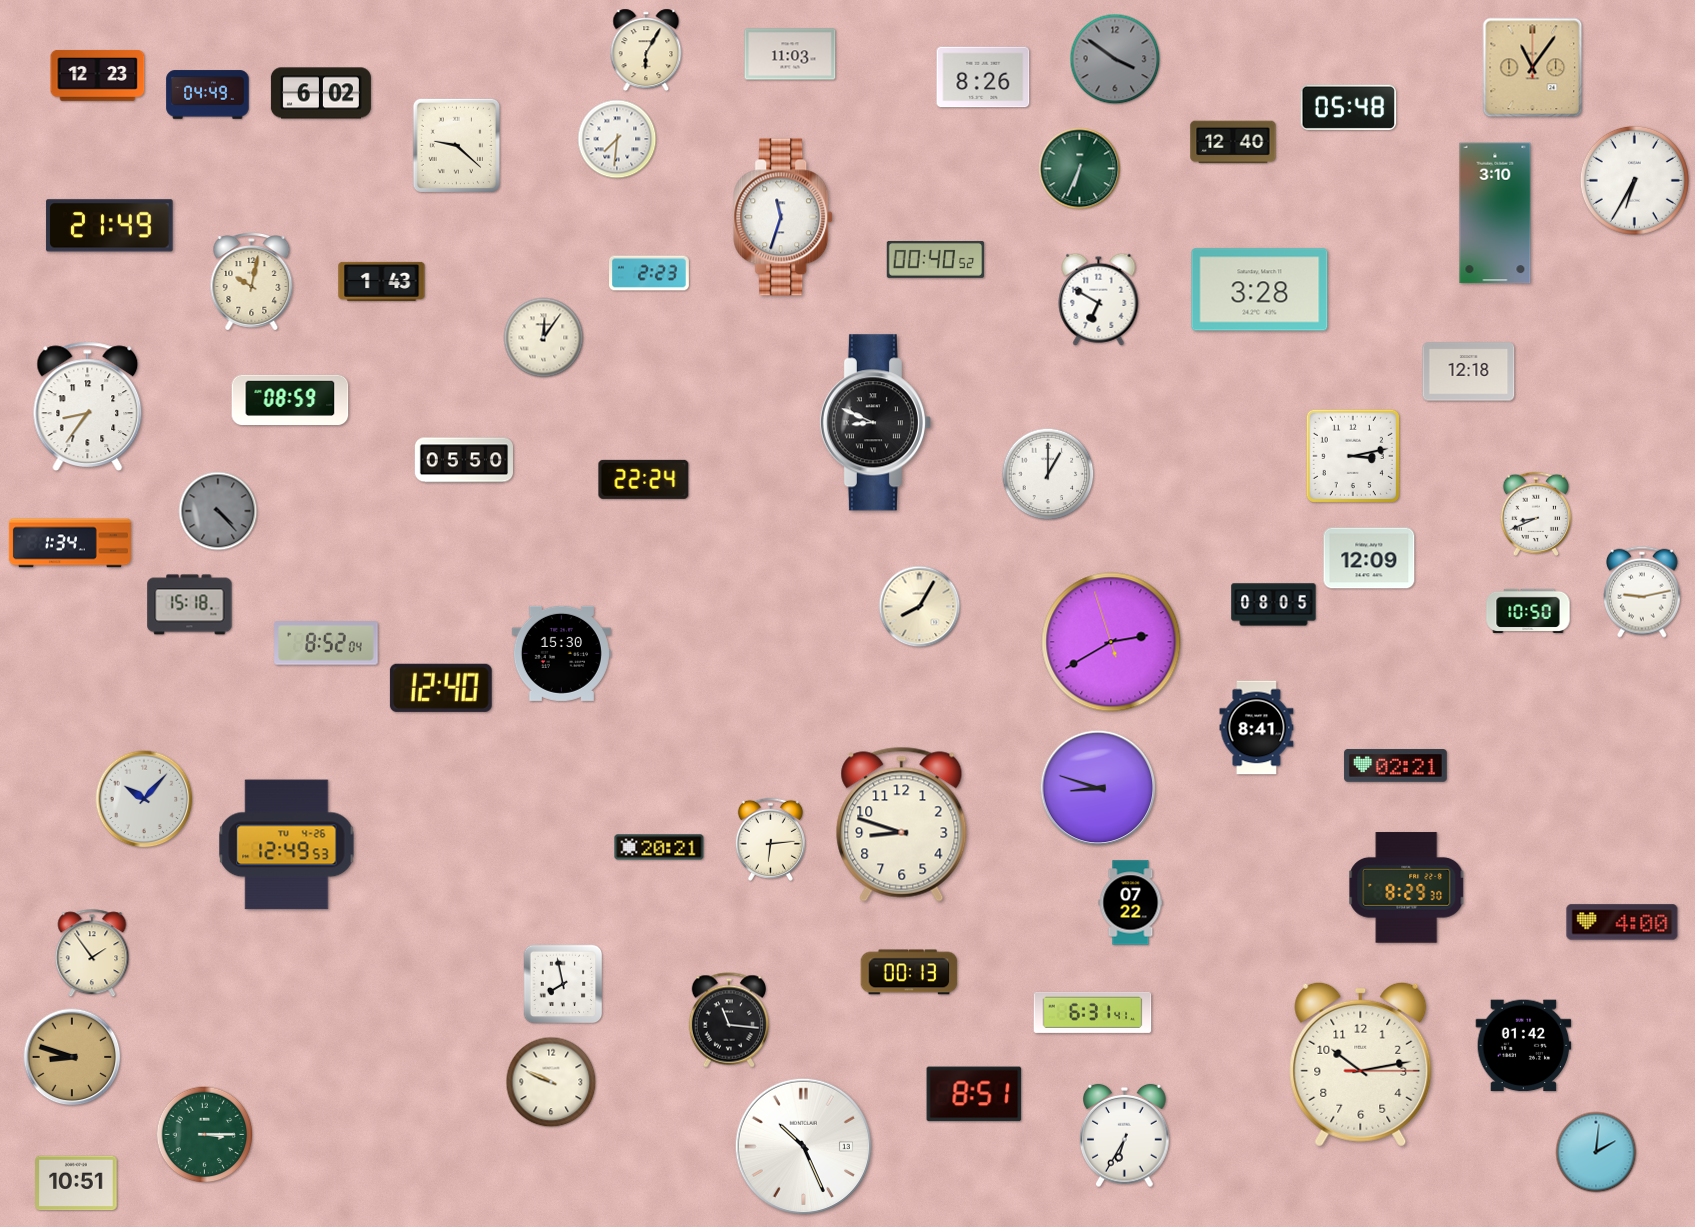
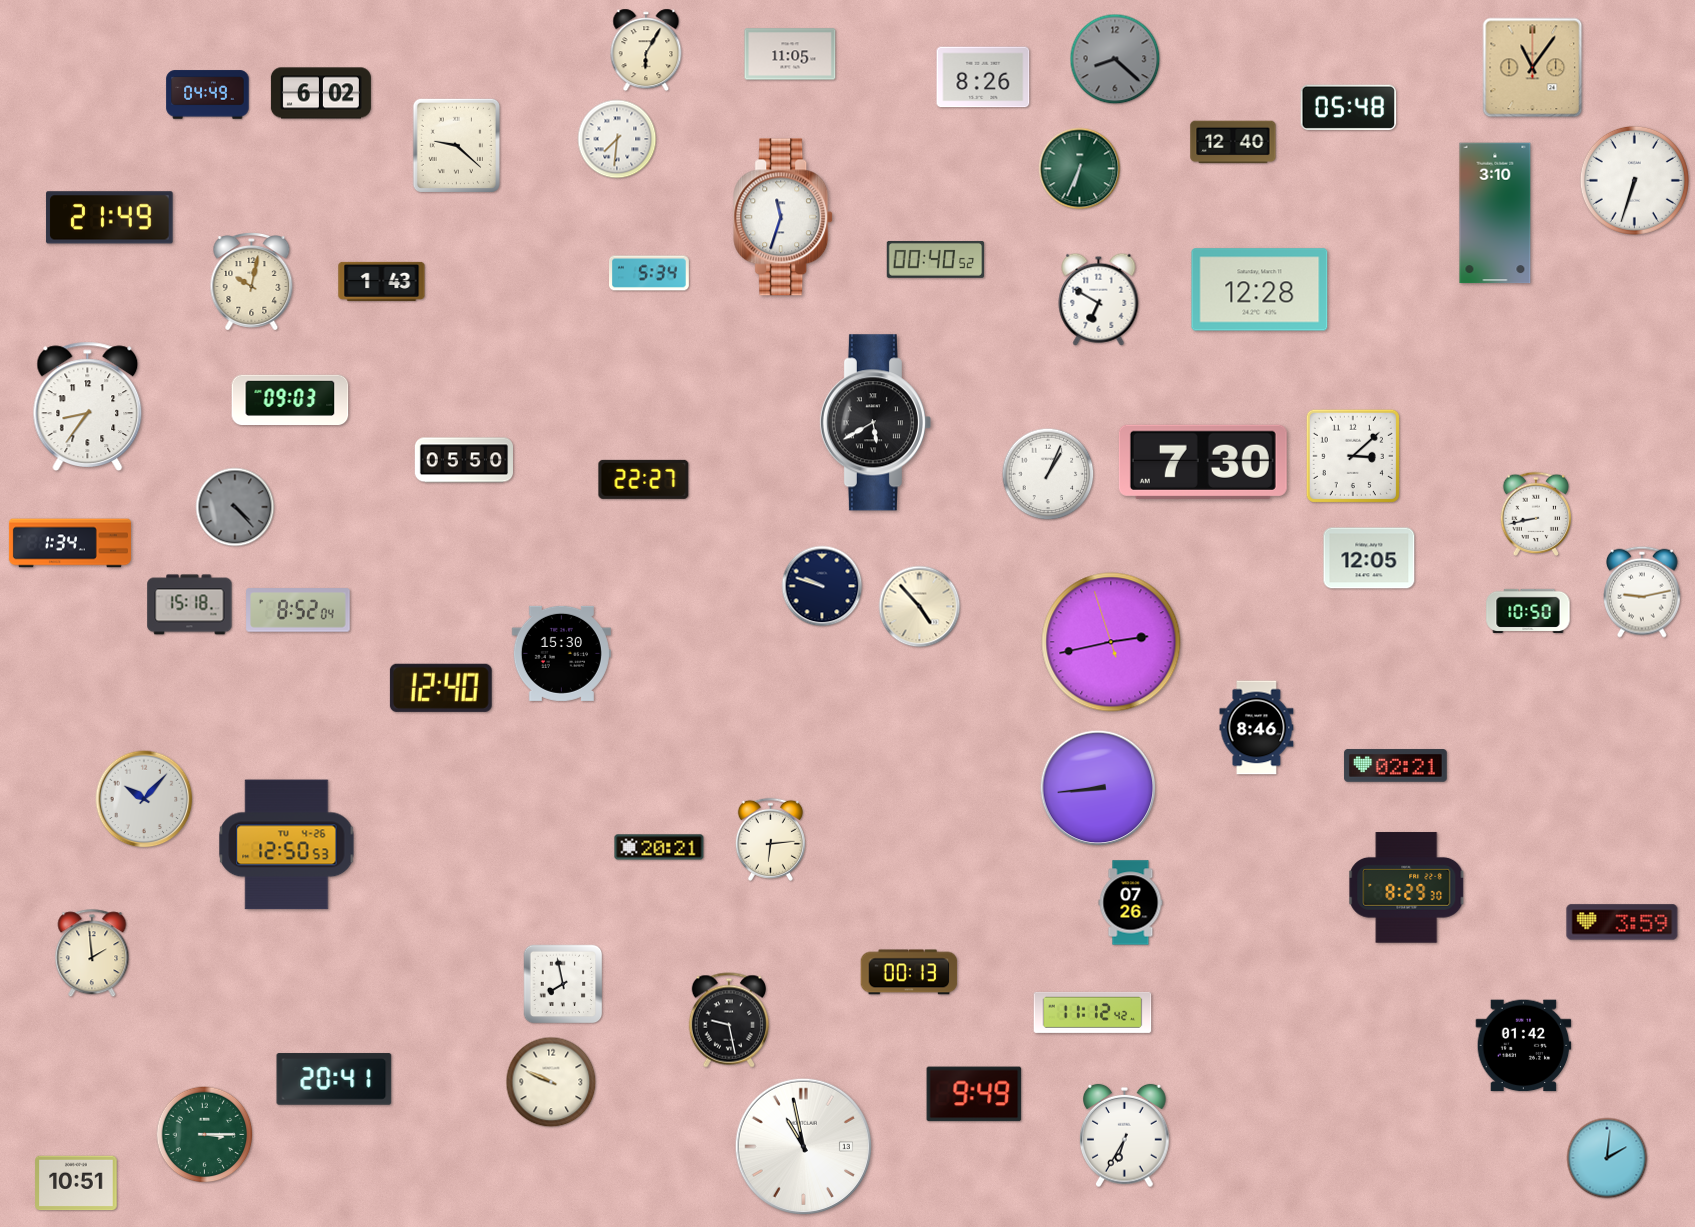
clock at (790, 54): 11:03 -> 11:05
clock at (1115, 59): 3:51 -> 8:22
clock at (98, 75): 12:23 -> none
clock at (1634, 180): 6:35 -> 6:33
clock at (110, 226) position: (110, 226) -> (110, 218)
clock at (650, 273): 2:23 -> 5:34
clock at (1260, 290): 3:28 -> 12:28
clock at (544, 338): 12:06 -> none
clock at (1469, 372): 12:18 -> none
clock at (290, 400): 08:59 -> 09:03
clock at (875, 423): 8:49 -> 5:40
clock at (1353, 456): 3:13 -> 3:08
clock at (1203, 462): none -> 7:30
clock at (1048, 474): 1:00 -> 1:04
clock at (644, 479): 22:24 -> 22:27
clock at (218, 511) position: (218, 511) -> (235, 507)
clock at (1535, 514): 8:41 -> 8:43
clock at (1369, 558): 12:09 -> 12:05
clock at (822, 586): none -> 9:48
clock at (1274, 605): 08:05 -> none
clock at (920, 607): 8:05 -> 4:53
clock at (1111, 642): 2:39 -> 2:42
clock at (326, 643) position: (326, 643) -> (298, 610)
clock at (1257, 728): 8:41 -> 8:46
clock at (1098, 788): 8:48 -> 8:44
clock at (902, 824): 8:48 -> none
clock at (287, 845): 12:49 -> 12:50
clock at (1131, 903): 07:22 -> 07:26
clock at (1622, 922): 4:00 -> 3:59
clock at (92, 954): 1:54 -> 1:59
clock at (1093, 1012): 6:31 -> 11:12
clock at (728, 1020): 11:16 -> 9:28
clock at (72, 1057): 8:48 -> none
clock at (1361, 1064): 10:13 -> none
clock at (334, 1079): none -> 20:41
clock at (974, 1094): 8:51 -> 9:49
clock at (803, 1146): 10:26 -> 10:58
clock at (1596, 1152) position: (1596, 1152) -> (1607, 1158)
